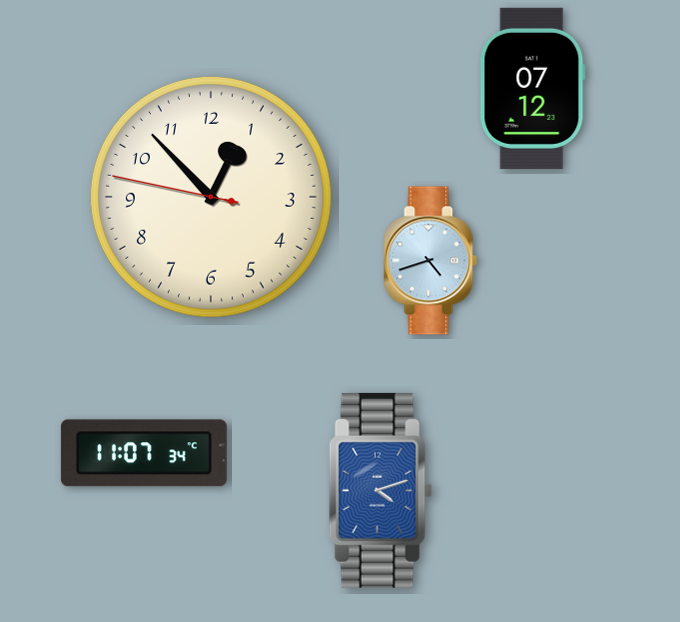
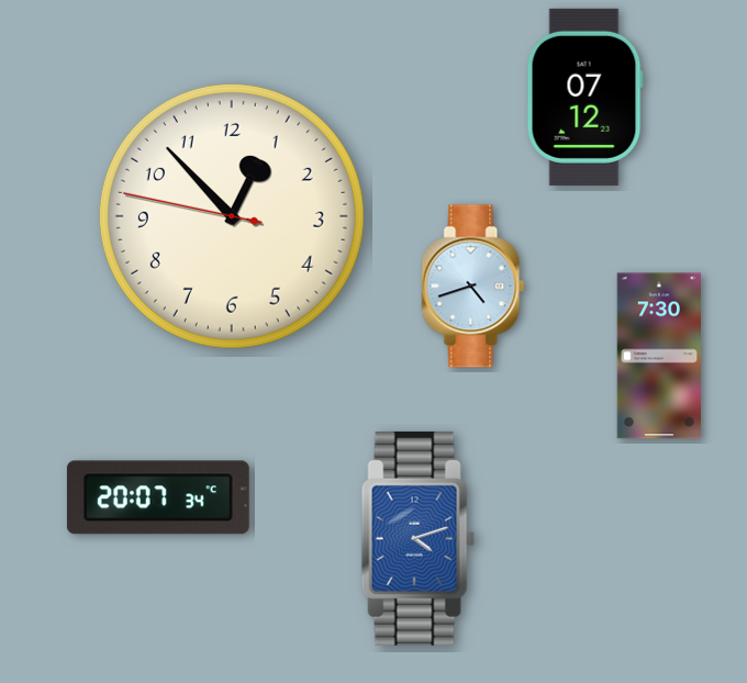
clock at (659, 356): none -> 7:30
clock at (144, 453): 11:07 -> 20:07
